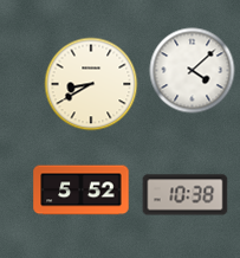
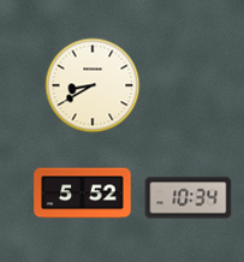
clock at (193, 71): 4:08 -> none
clock at (186, 195): 10:38 -> 10:34
